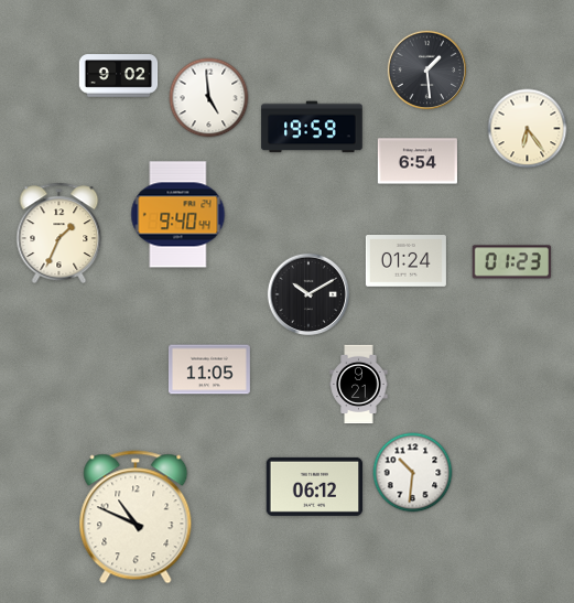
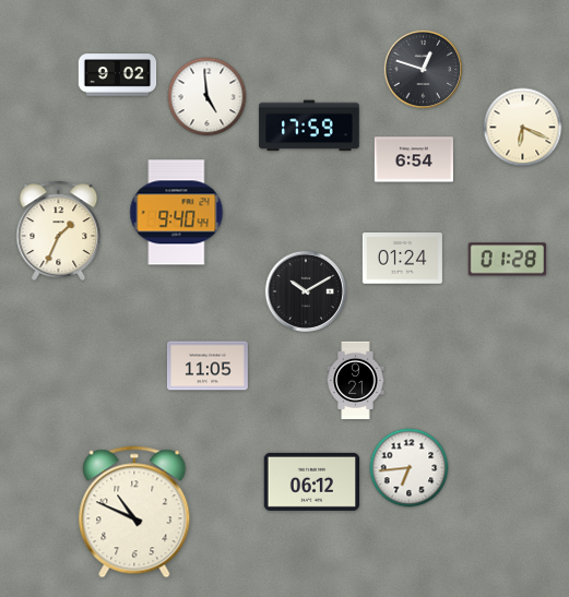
clock at (427, 71): 1:29 -> 12:48
clock at (312, 127): 19:59 -> 17:59
clock at (528, 129): 6:24 -> 6:19
clock at (512, 262): 01:23 -> 01:28
clock at (413, 473): 10:31 -> 6:44
